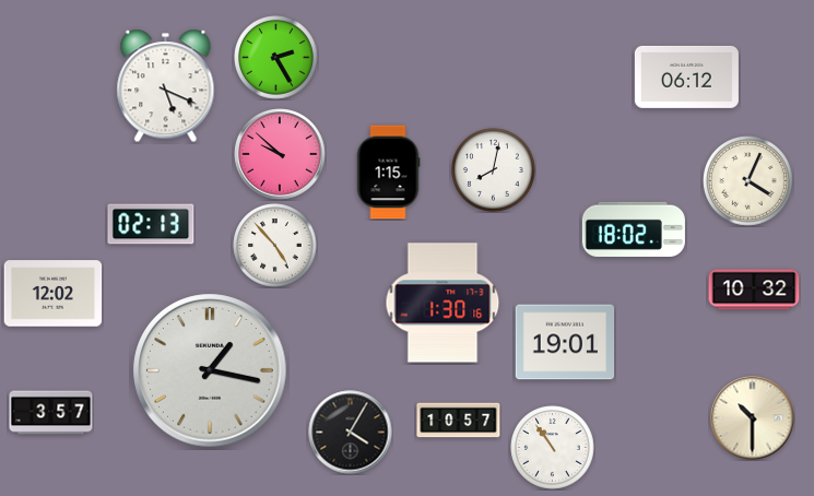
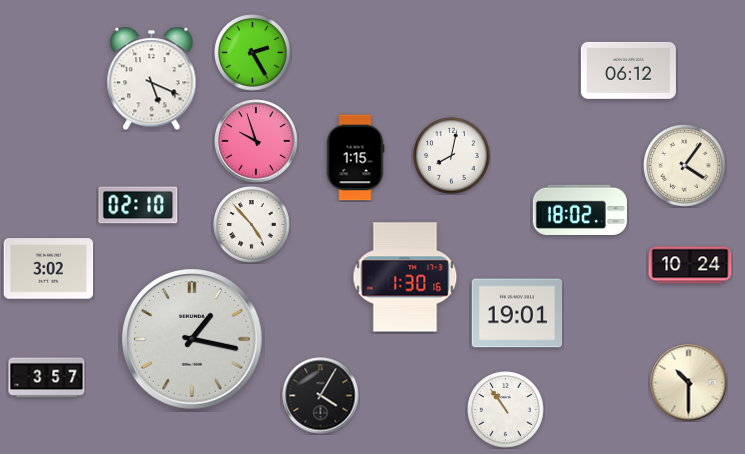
clock at (280, 154): 9:52 -> 9:57
clock at (748, 181): 4:04 -> 4:06
clock at (151, 224): 02:13 -> 02:10
clock at (754, 290): 10:32 -> 10:24
clock at (54, 294): 12:02 -> 3:02
clock at (459, 421): 10:57 -> none
